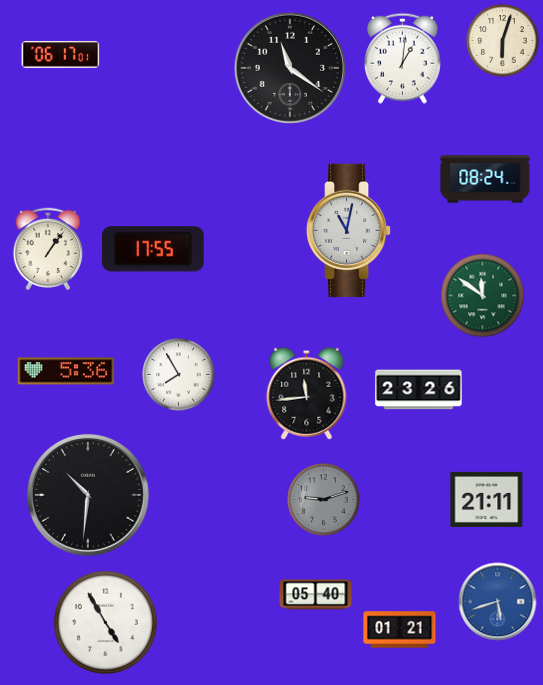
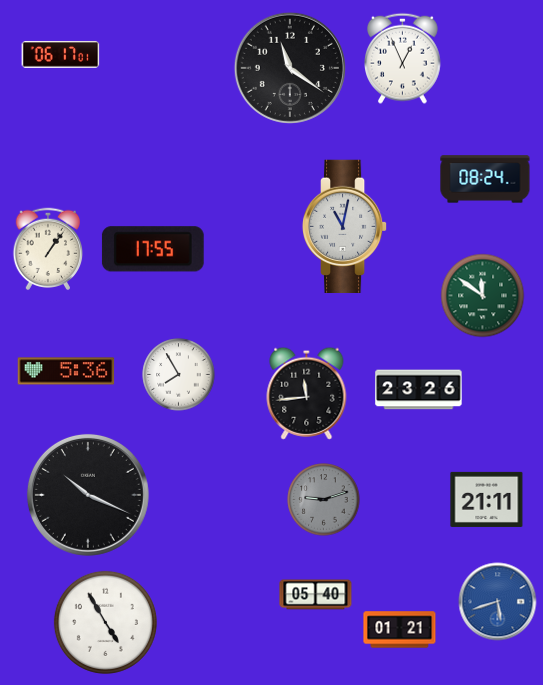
clock at (503, 41): 6:03 -> none
clock at (403, 58): 1:01 -> 12:56
clock at (349, 230) position: (349, 230) -> (345, 226)
clock at (88, 495): 10:31 -> 10:19
